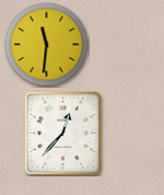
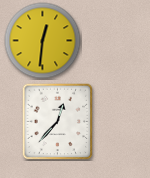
clock at (47, 45): 11:31 -> 12:31
